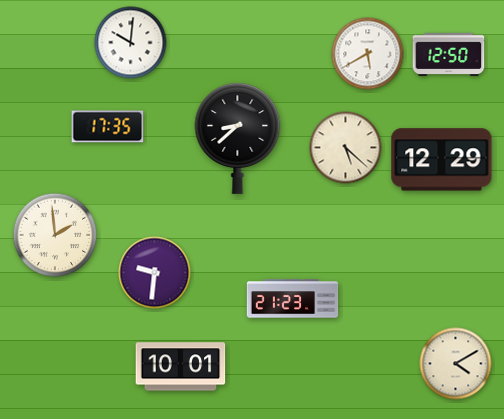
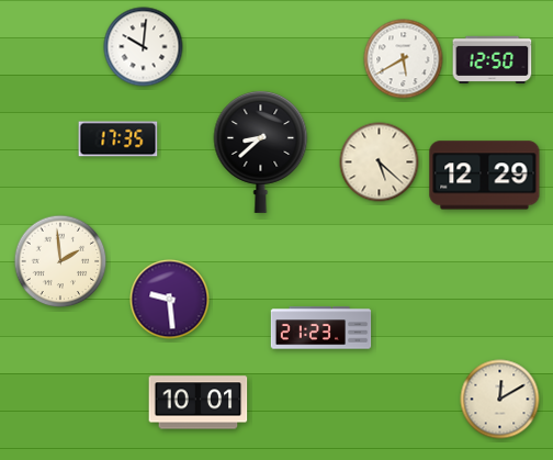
clock at (55, 235) position: (55, 235) -> (60, 261)
clock at (155, 273): 9:31 -> 9:29
clock at (456, 364): 4:10 -> 12:10
